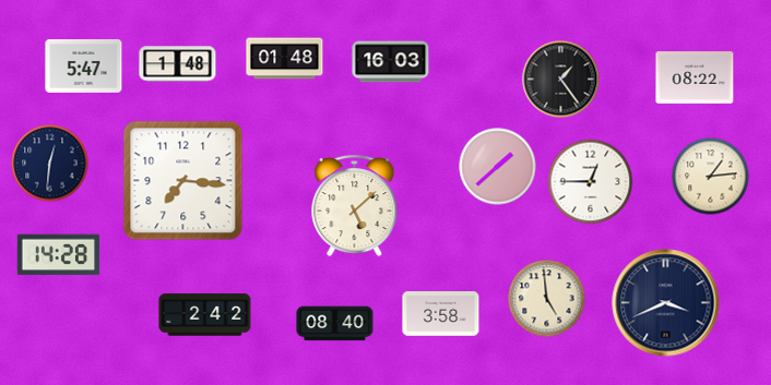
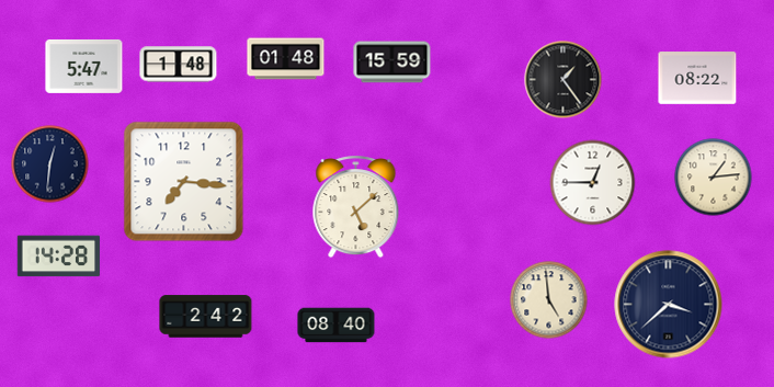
clock at (391, 62): 16:03 -> 15:59
clock at (498, 167): 1:38 -> none
clock at (666, 303): 3:41 -> 3:38
clock at (441, 314): 3:58 -> none
